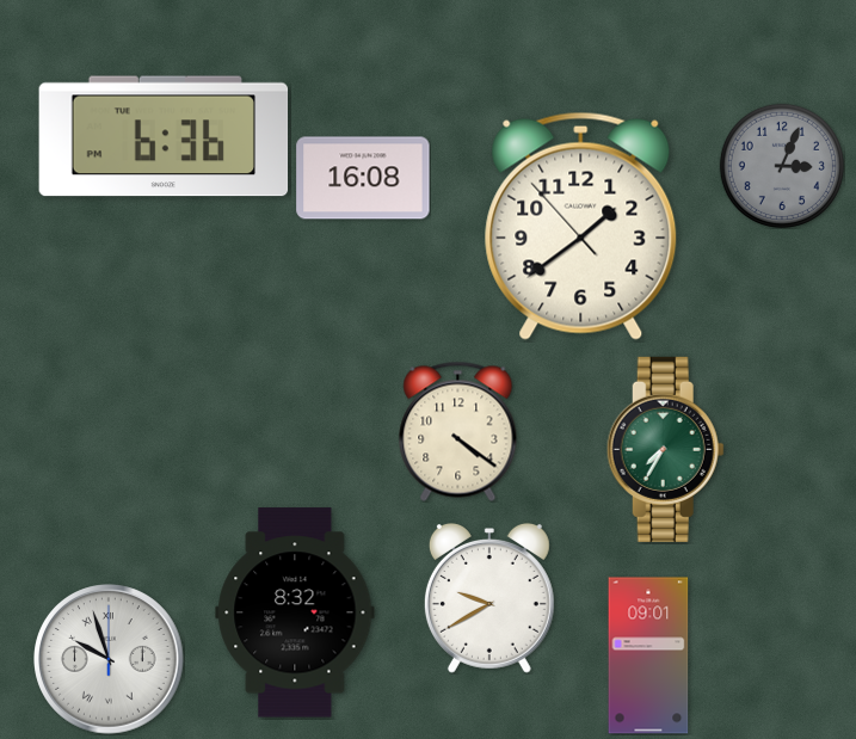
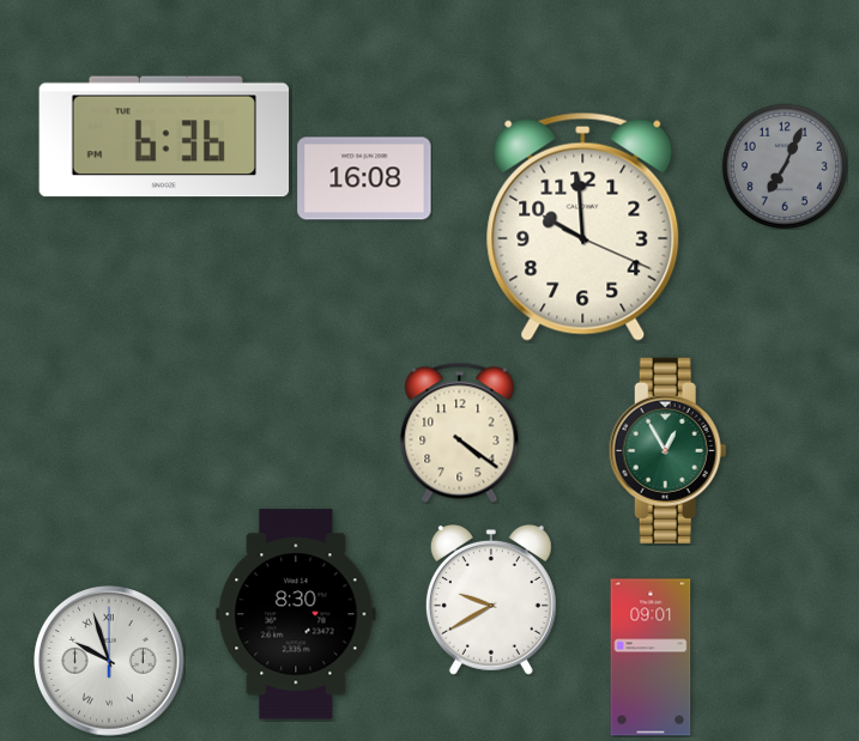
clock at (782, 166): 3:04 -> 7:04
clock at (581, 226): 1:38 -> 9:59
clock at (665, 449): 7:35 -> 12:55
clock at (295, 612): 8:32 -> 8:30
